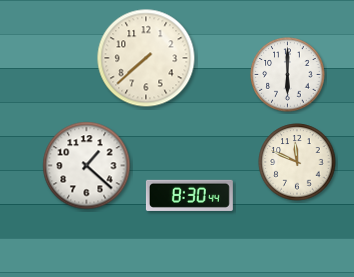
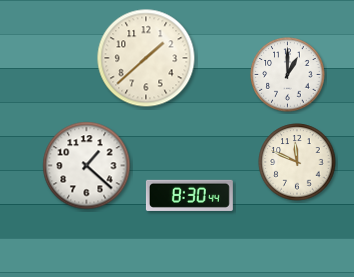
clock at (146, 58): 7:38 -> 1:38
clock at (288, 75): 6:00 -> 1:00
